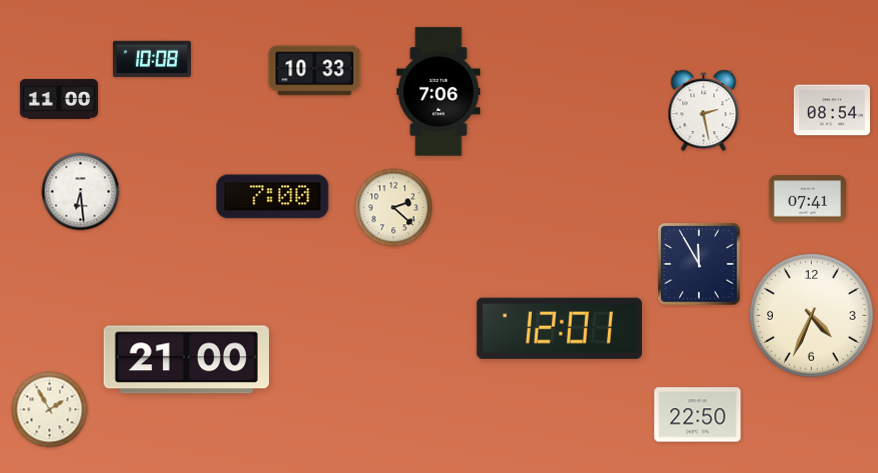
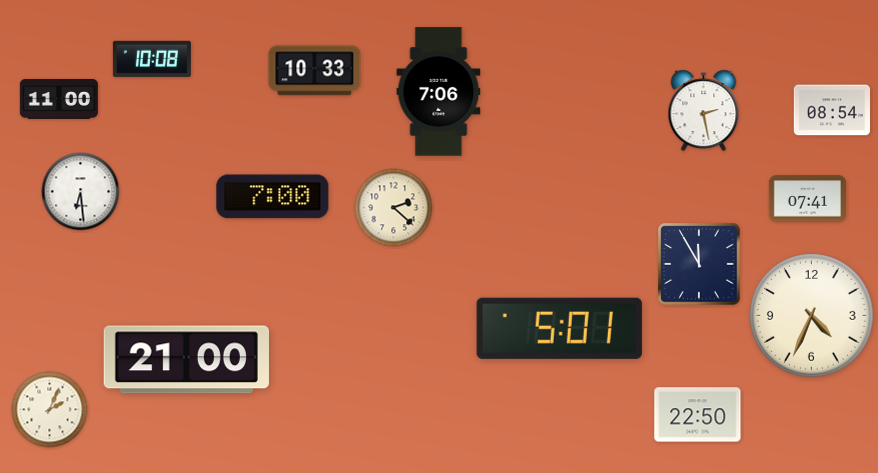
clock at (559, 328): 12:01 -> 5:01
clock at (50, 410): 1:55 -> 2:04
